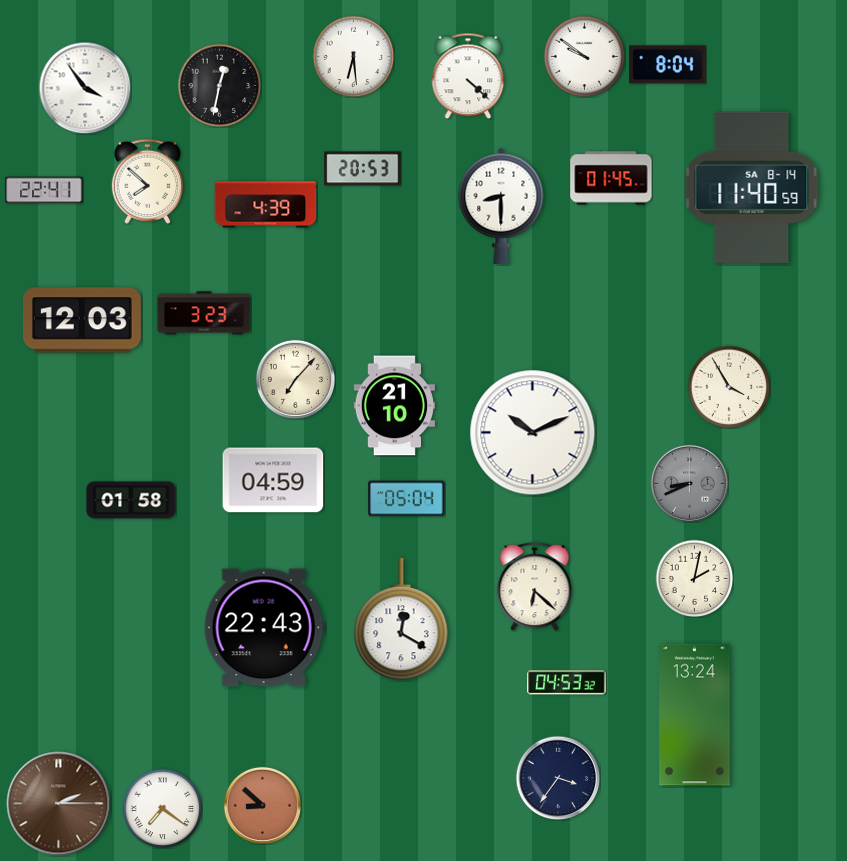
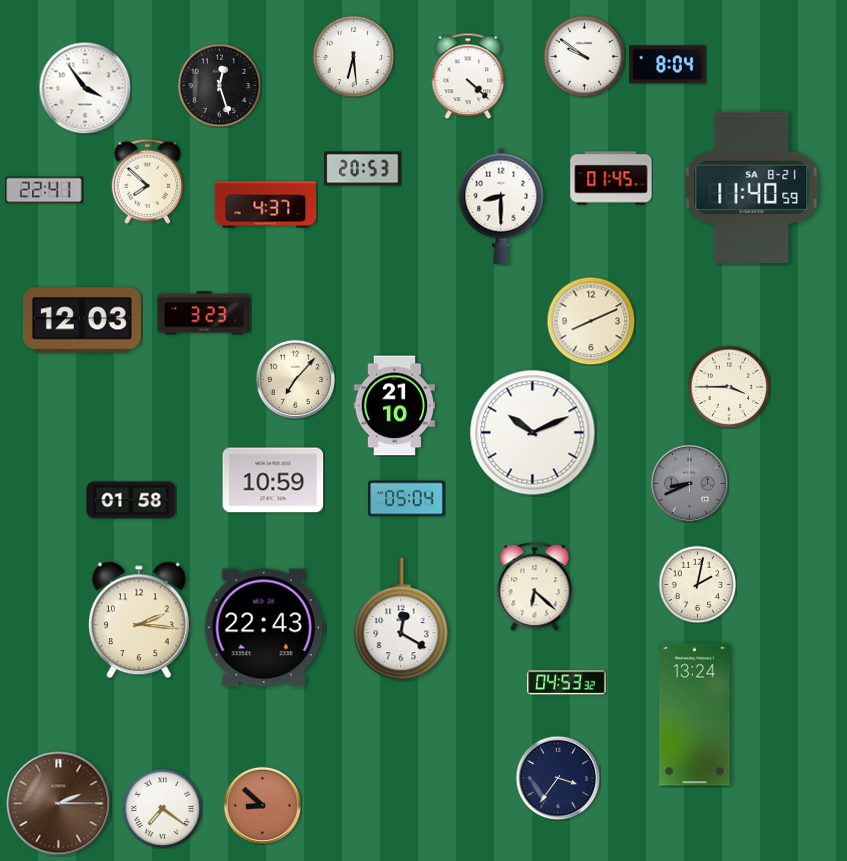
clock at (219, 85): 12:32 -> 12:27
clock at (752, 187) date: SA 8-14 -> SA 8-21
clock at (266, 205): 4:39 -> 4:37
clock at (591, 321): none -> 8:11
clock at (729, 387): 3:55 -> 3:45
clock at (273, 480): 04:59 -> 10:59
clock at (694, 578) position: (694, 578) -> (697, 584)
clock at (139, 620): none -> 2:16
